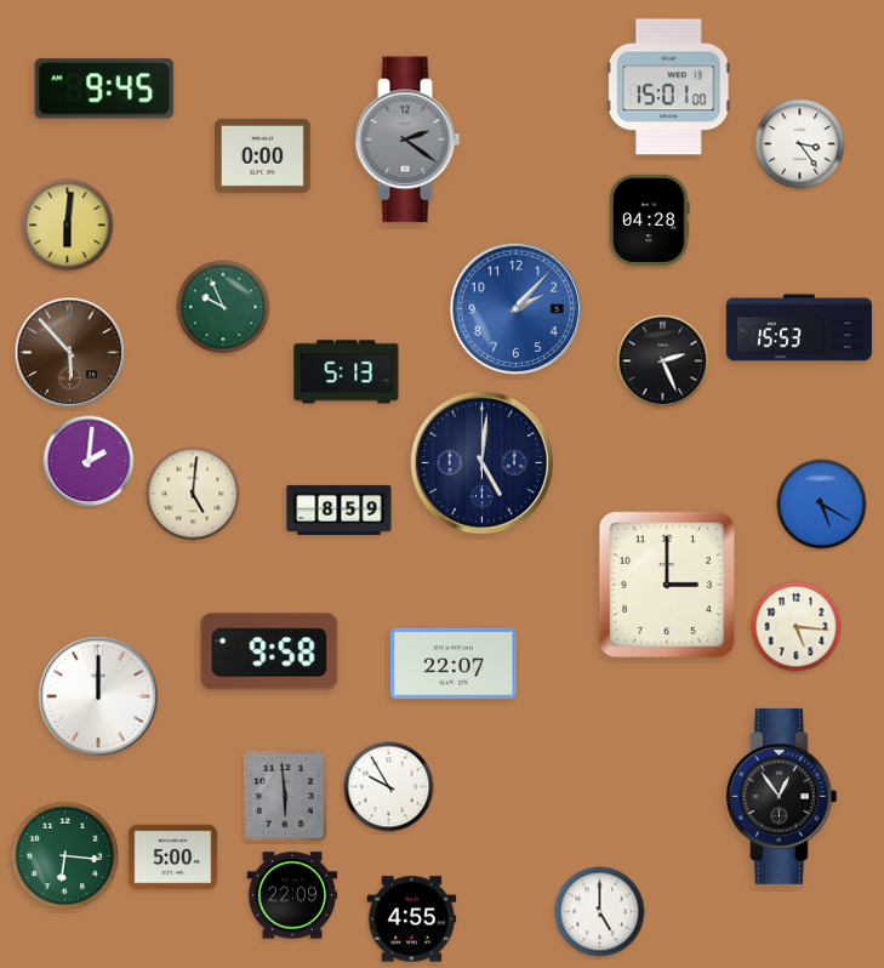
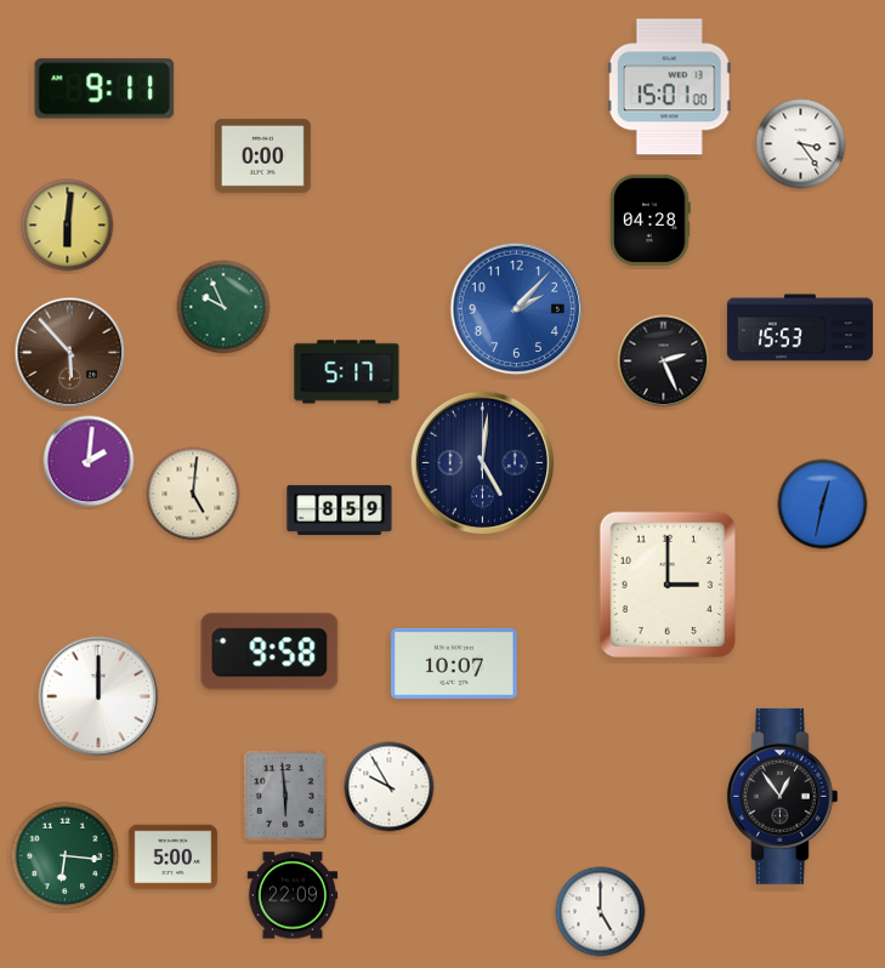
clock at (104, 89): 9:45 -> 9:11
clock at (407, 139): 2:21 -> none
clock at (347, 372): 5:13 -> 5:17
clock at (822, 505): 5:20 -> 12:32
clock at (797, 627): 5:16 -> none
clock at (454, 664): 22:07 -> 10:07
clock at (412, 919): 4:55 -> none
